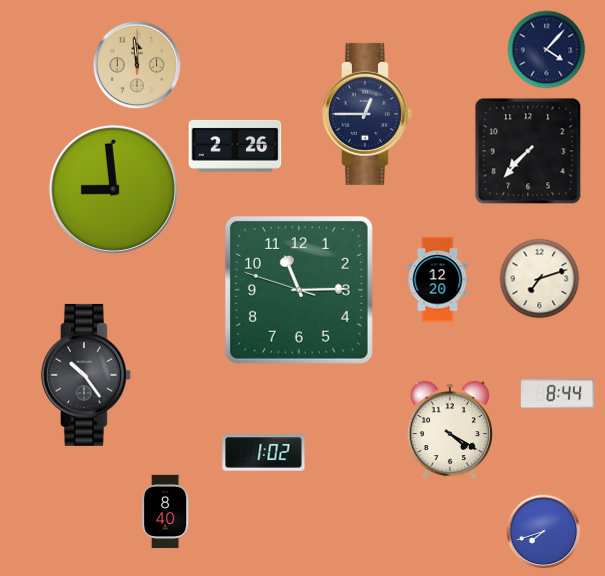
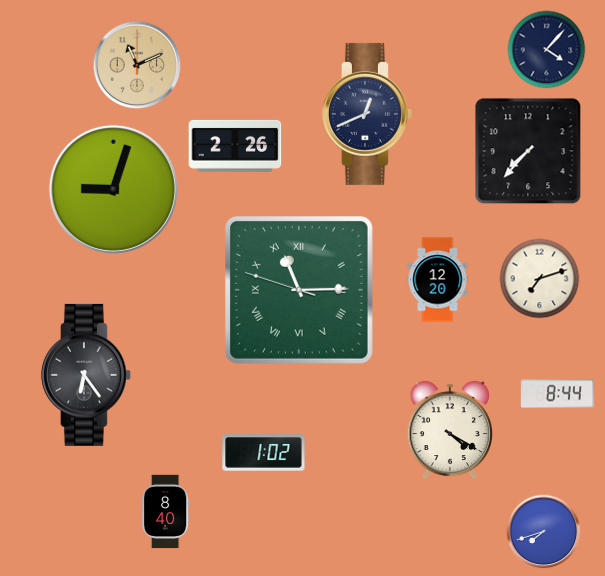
clock at (137, 65): 11:59 -> 11:11
clock at (367, 114): 12:45 -> 12:41
clock at (113, 189): 8:59 -> 9:03
clock at (299, 290) numerals: Arabic -> Roman
clock at (86, 375): 10:24 -> 6:24
